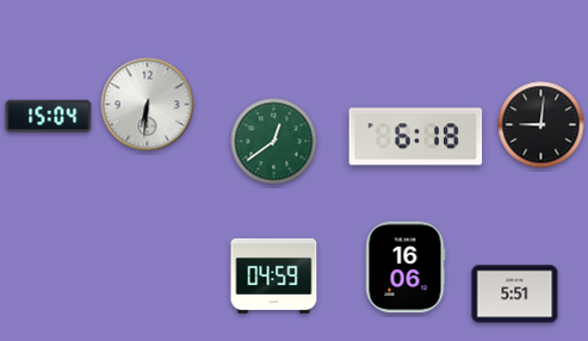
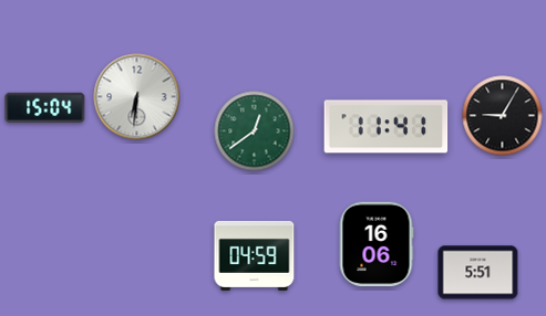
clock at (541, 125): 9:01 -> 9:05
clock at (416, 137): 6:18 -> 11:41
clock at (406, 267) position: (406, 267) -> (377, 244)
